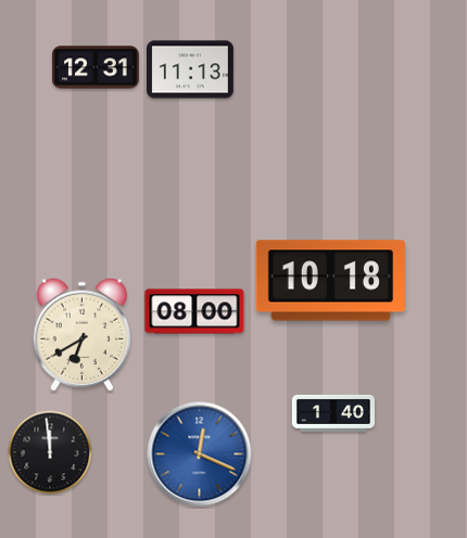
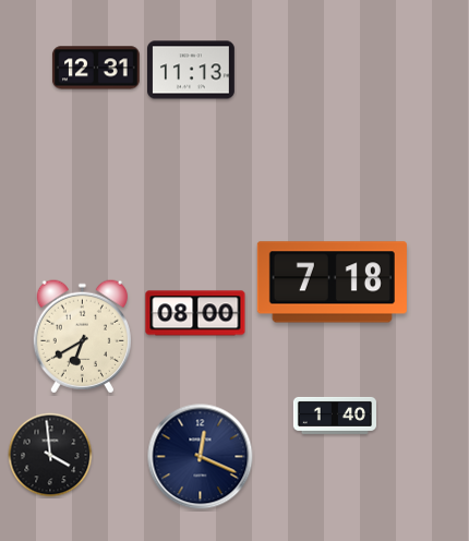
clock at (330, 281): 10:18 -> 7:18
clock at (50, 452): 11:59 -> 3:59
clock at (200, 454) dial: blue -> navy
